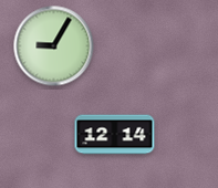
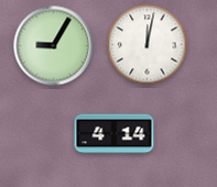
clock at (148, 45): none -> 12:02
clock at (115, 135): 12:14 -> 4:14
